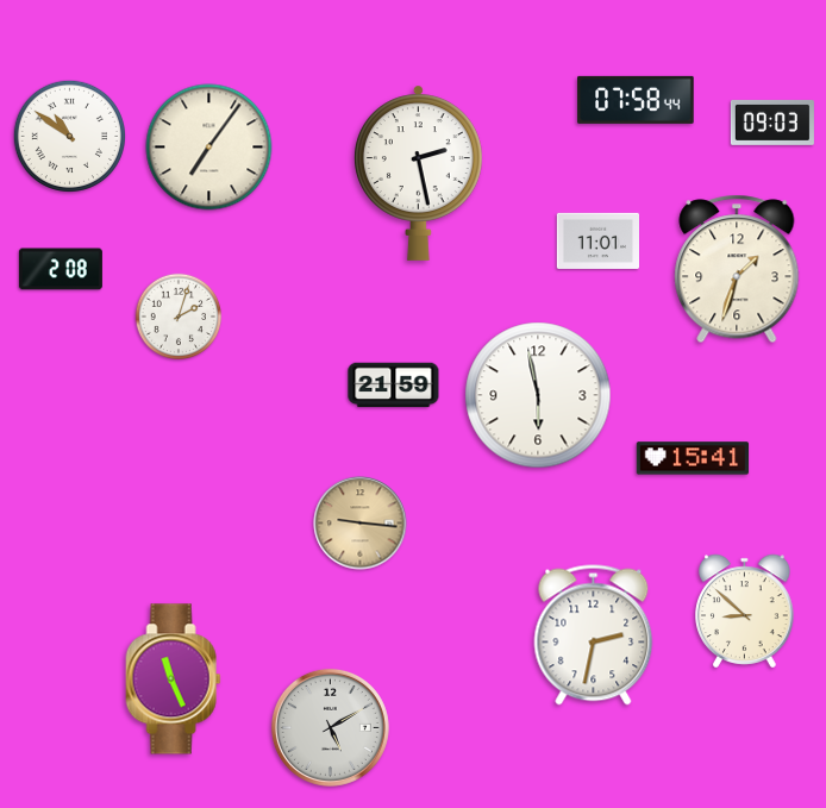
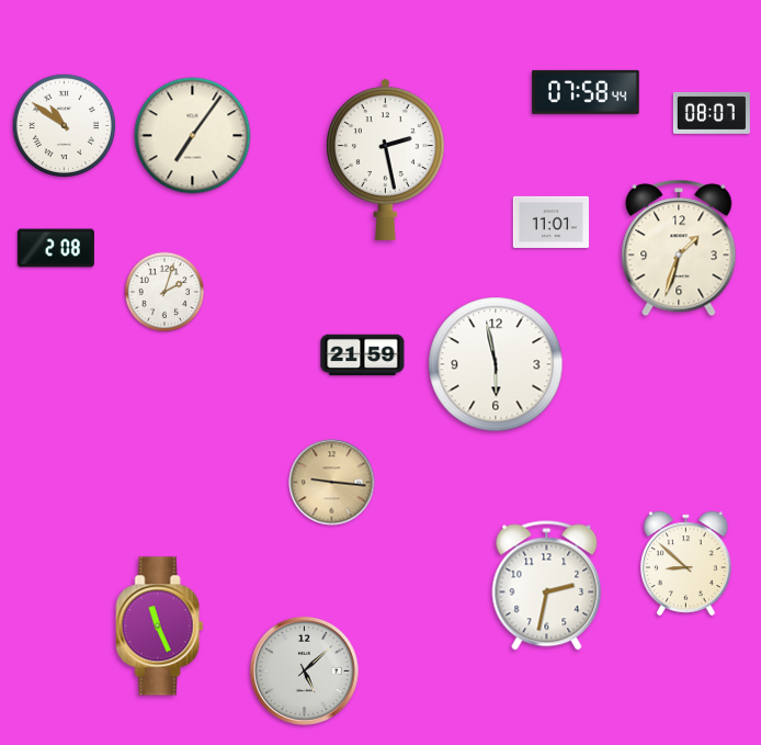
clock at (772, 123): 09:03 -> 08:07
clock at (693, 458): 15:41 -> none
clock at (330, 727): 5:10 -> 5:08
